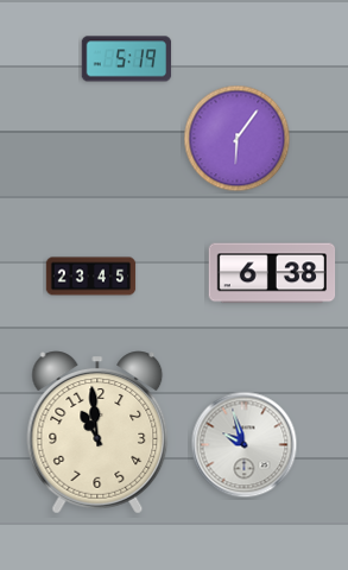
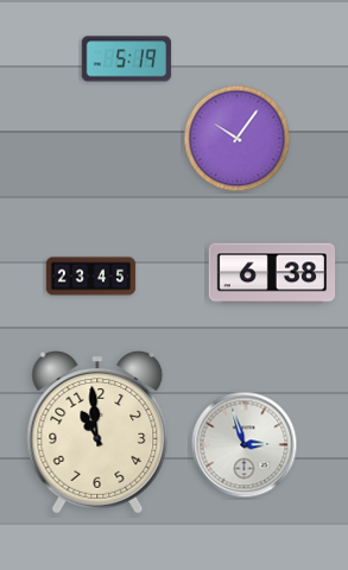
clock at (238, 139): 6:06 -> 10:06
clock at (245, 445): 9:57 -> 2:57
